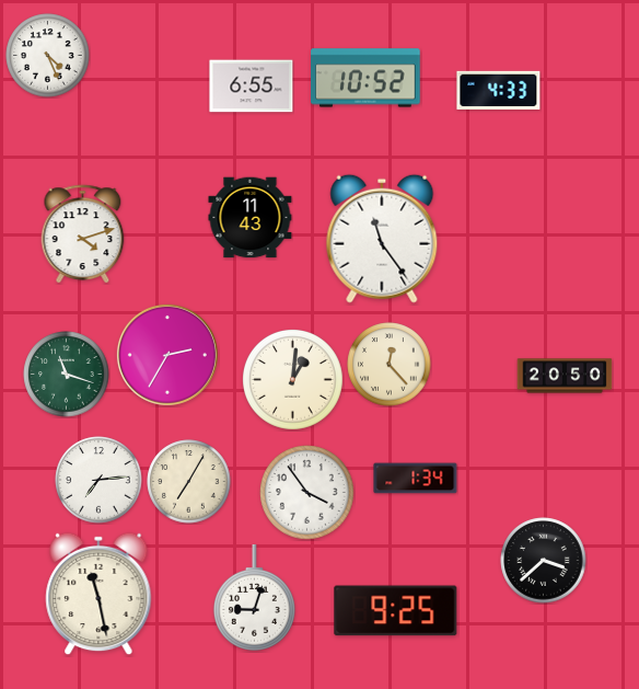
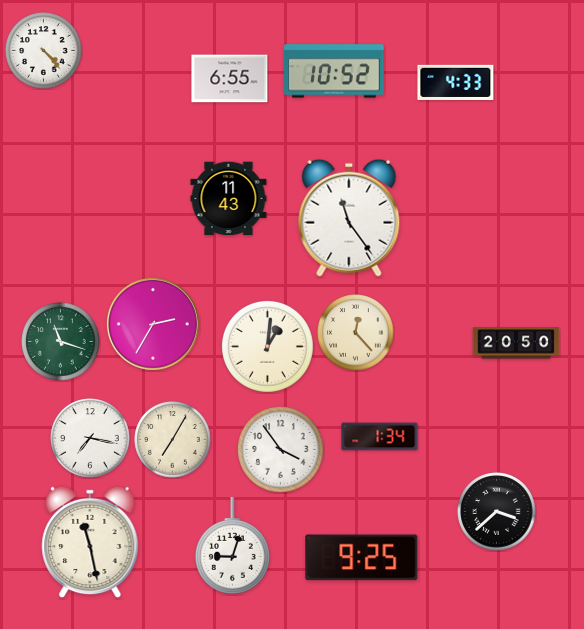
clock at (48, 56): 4:26 -> 4:23
clock at (83, 234): 4:12 -> none
clock at (98, 480): 7:14 -> 7:17
